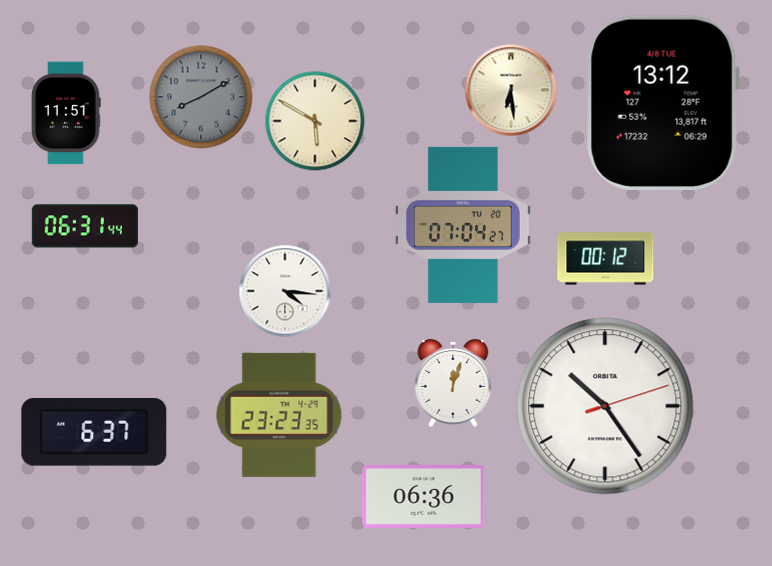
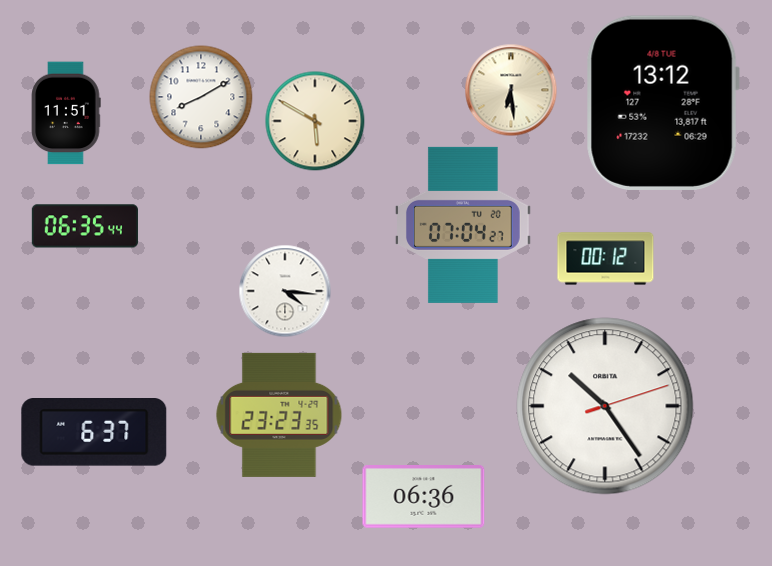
clock at (201, 97) dial: grey -> white
clock at (85, 226): 06:31 -> 06:35
clock at (453, 383): 12:03 -> none
